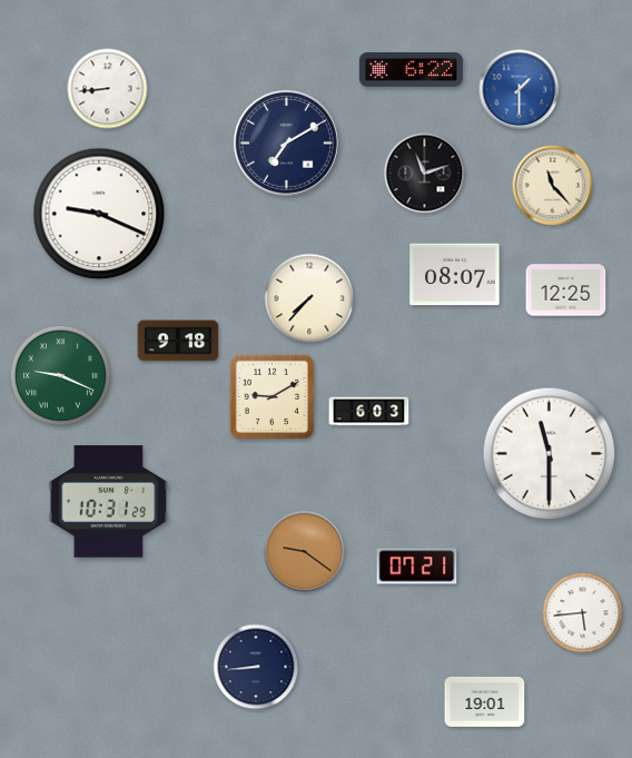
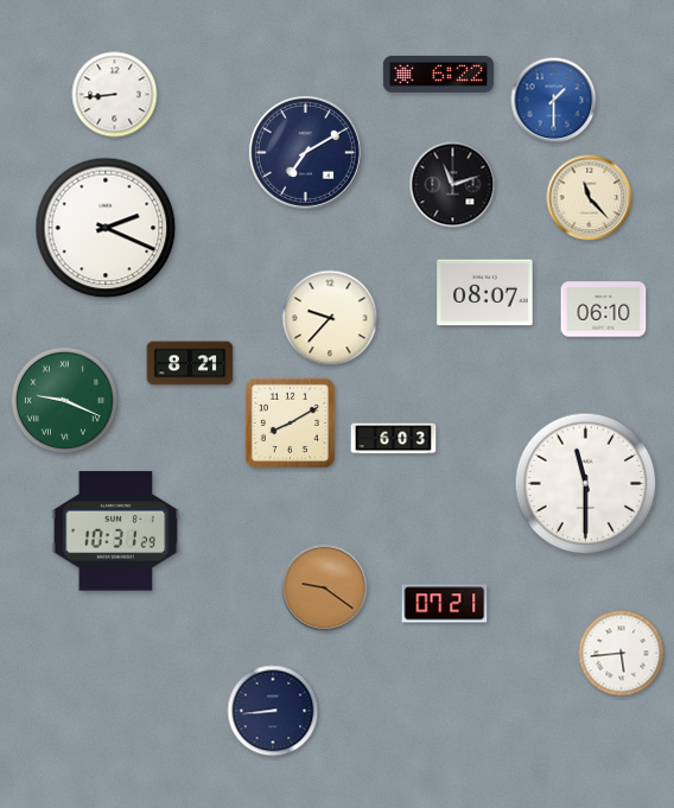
clock at (520, 90) position: (520, 90) -> (554, 101)
clock at (99, 214): 9:19 -> 2:19
clock at (566, 291): 12:25 -> 06:10
clock at (309, 298): 7:37 -> 9:37
clock at (178, 341): 9:18 -> 8:21
clock at (271, 396): 9:10 -> 8:10
clock at (109, 502) position: (109, 502) -> (116, 532)
clock at (485, 701): 19:01 -> none
